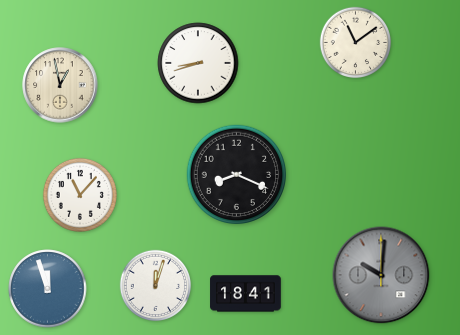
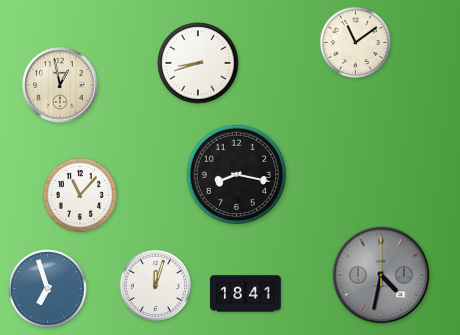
clock at (237, 175): 8:19 -> 8:17
clock at (381, 275): 10:01 -> 4:32
clock at (48, 289): 11:57 -> 6:57
